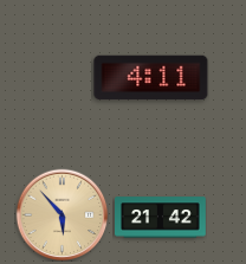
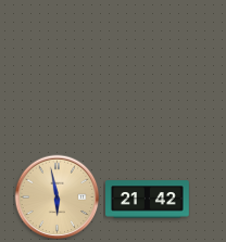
clock at (151, 78): 4:11 -> none
clock at (61, 214): 5:53 -> 5:58
